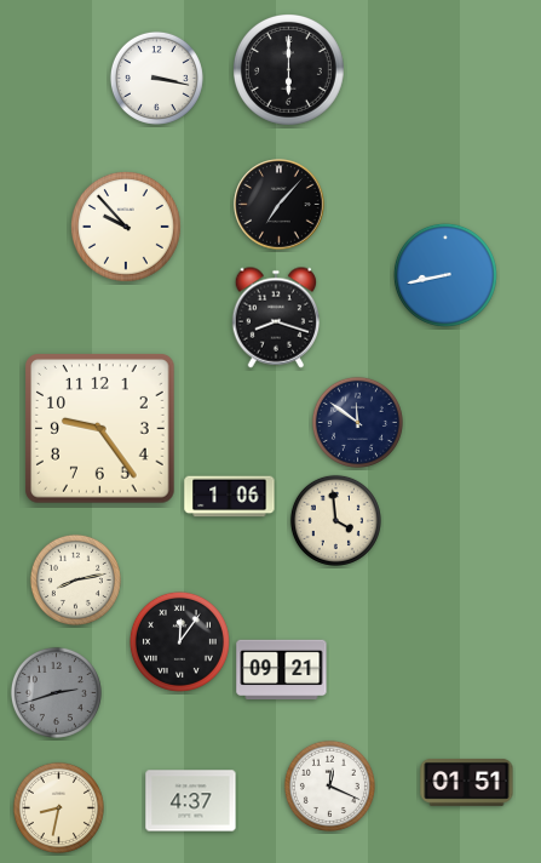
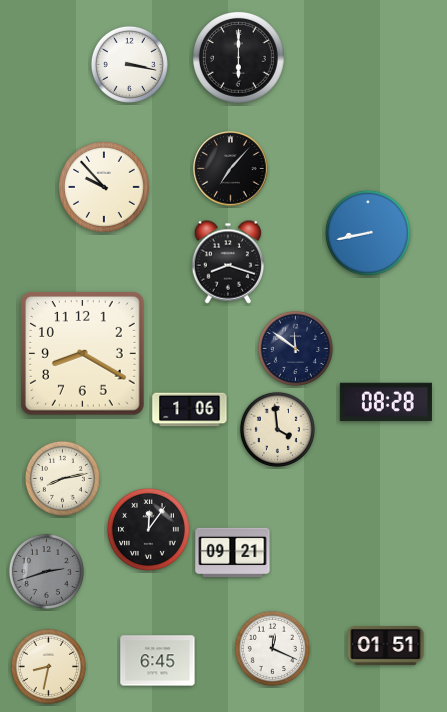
clock at (445, 275) position: (445, 275) -> (368, 233)
clock at (100, 429): 9:24 -> 8:20
clock at (386, 402): none -> 08:28
clock at (191, 801): 4:37 -> 6:45
